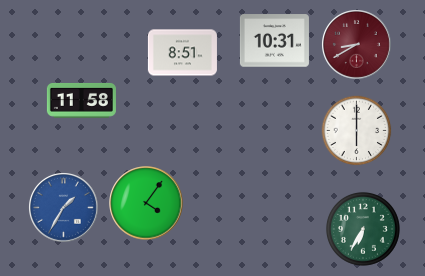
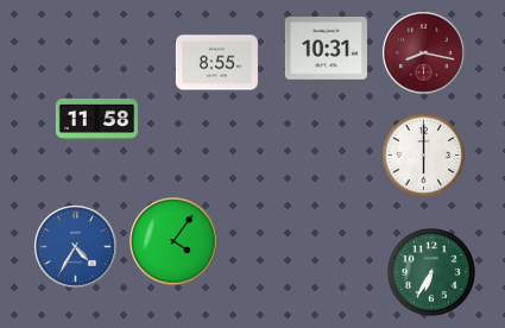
clock at (357, 45): 8:40 -> 8:17
clock at (182, 53): 8:51 -> 8:55
clock at (64, 208): 1:35 -> 4:35
